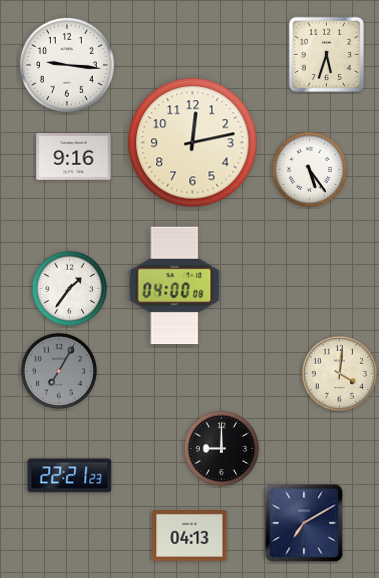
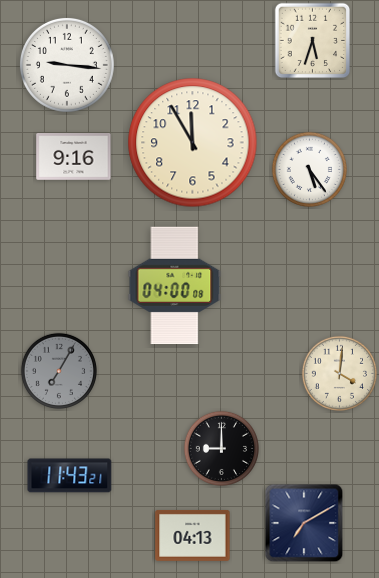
clock at (327, 55) position: (327, 55) -> (313, 41)
clock at (193, 143): 12:13 -> 11:55
clock at (69, 288): 1:36 -> none
clock at (70, 476): 22:21 -> 11:43
clock at (190, 535) position: (190, 535) -> (193, 535)
